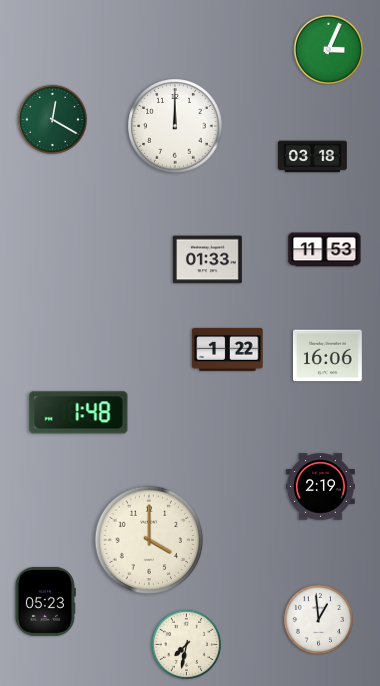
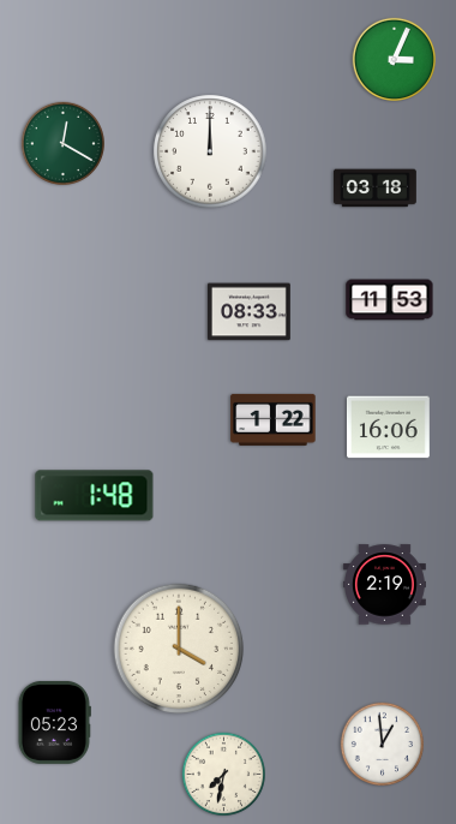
clock at (207, 260): 01:33 -> 08:33
clock at (327, 356) position: (327, 356) -> (388, 428)
